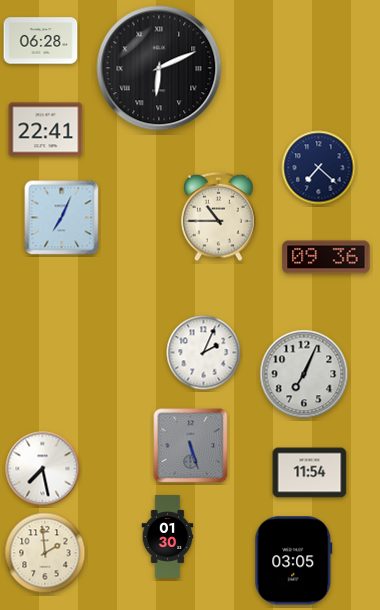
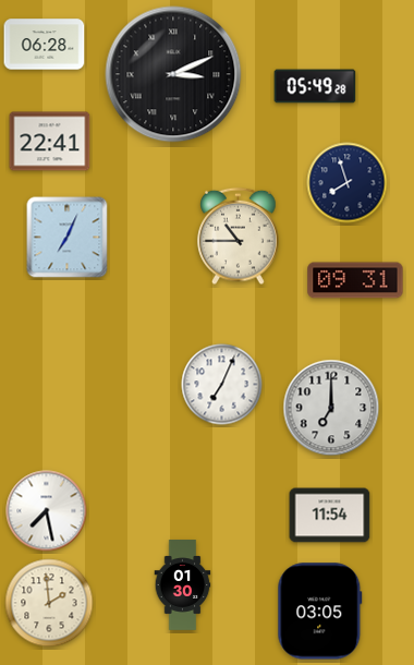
clock at (159, 68): 6:11 -> 3:11
clock at (315, 86): none -> 05:49
clock at (319, 168): 7:22 -> 7:57
clock at (326, 257): 09:36 -> 09:31
clock at (204, 353): 2:04 -> 7:04
clock at (304, 374): 7:04 -> 7:00
clock at (191, 446): 5:27 -> none
clock at (310, 473) position: (310, 473) -> (330, 516)
